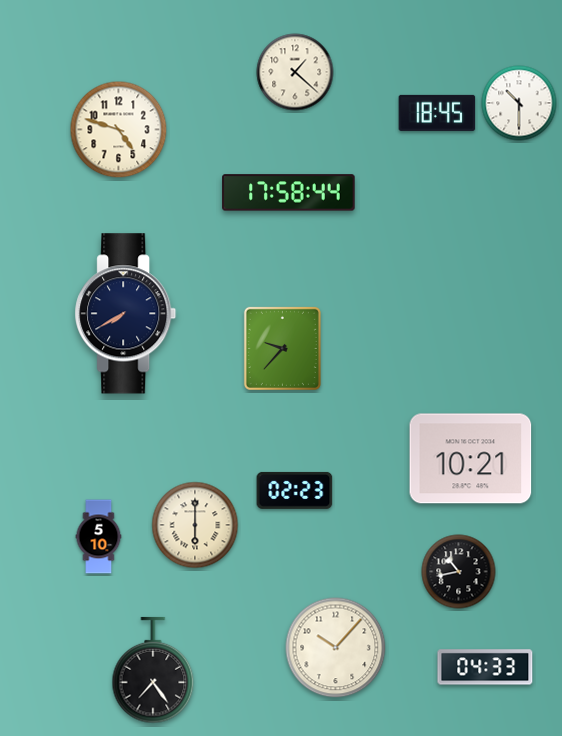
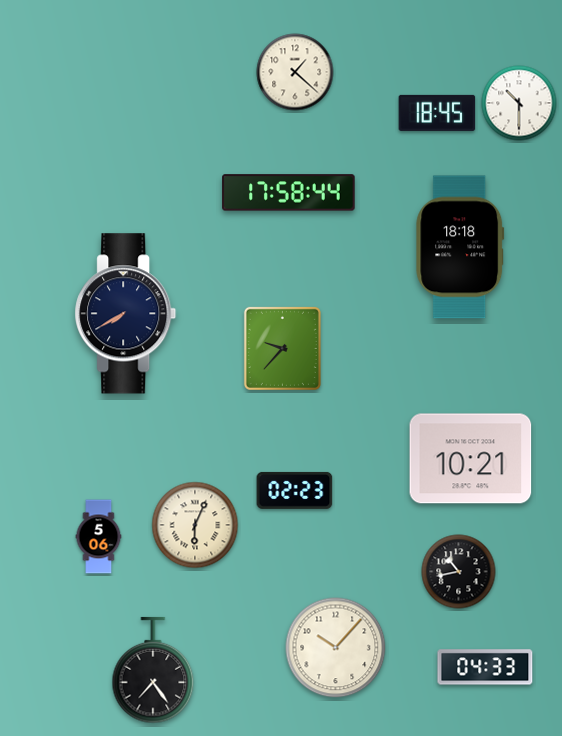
clock at (119, 130): 4:48 -> none
clock at (460, 247): none -> 18:18
clock at (195, 525): 6:00 -> 6:04
clock at (99, 537): 5:10 -> 5:06
